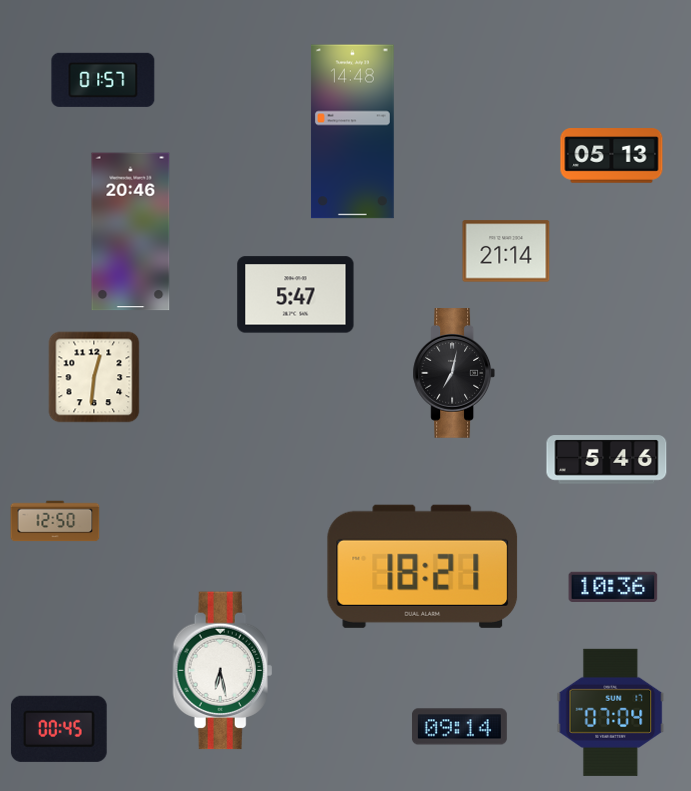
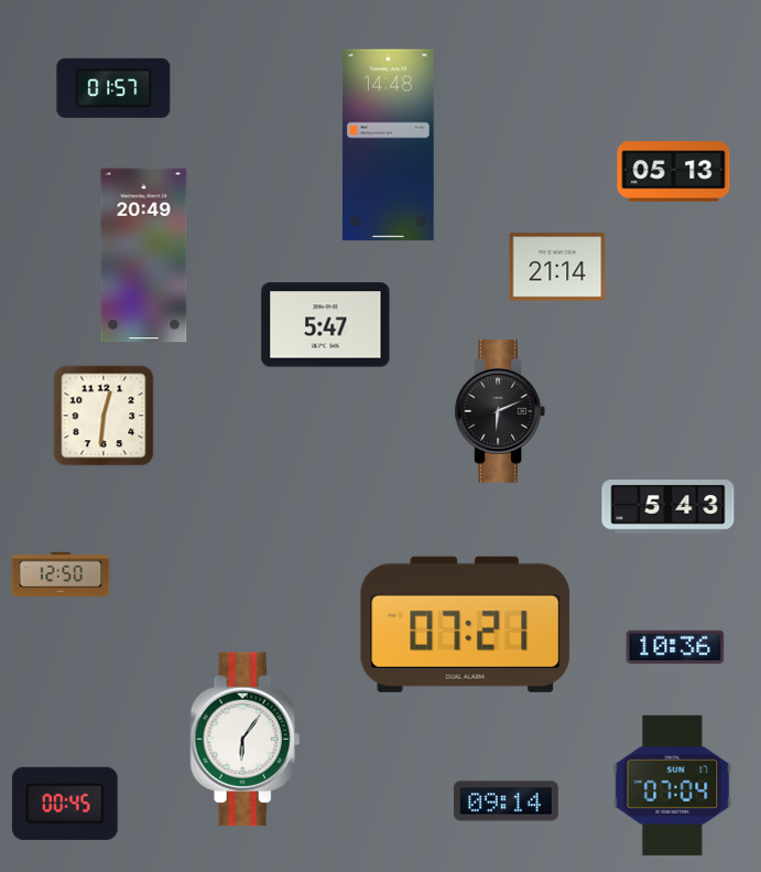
clock at (131, 232): 20:46 -> 20:49
clock at (506, 251) position: (506, 251) -> (557, 267)
clock at (453, 374): 7:02 -> 6:11
clock at (607, 460): 5:46 -> 5:43
clock at (423, 566): 18:21 -> 07:21
clock at (223, 671): 6:28 -> 6:06
